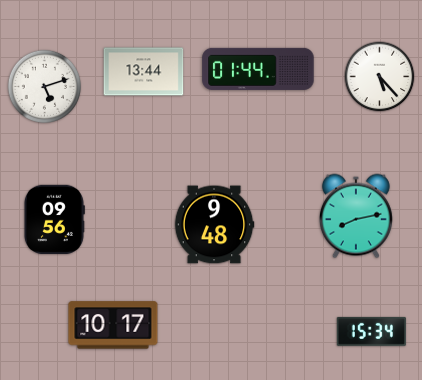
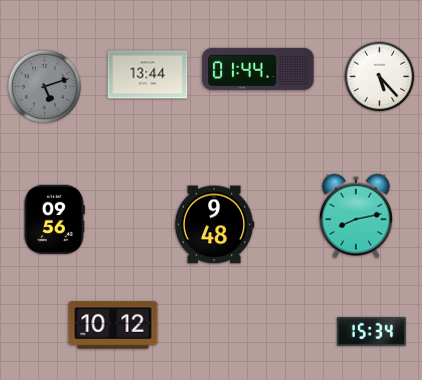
clock at (144, 72) position: (144, 72) -> (148, 75)
clock at (44, 86) dial: white -> grey
clock at (113, 325): 10:17 -> 10:12
